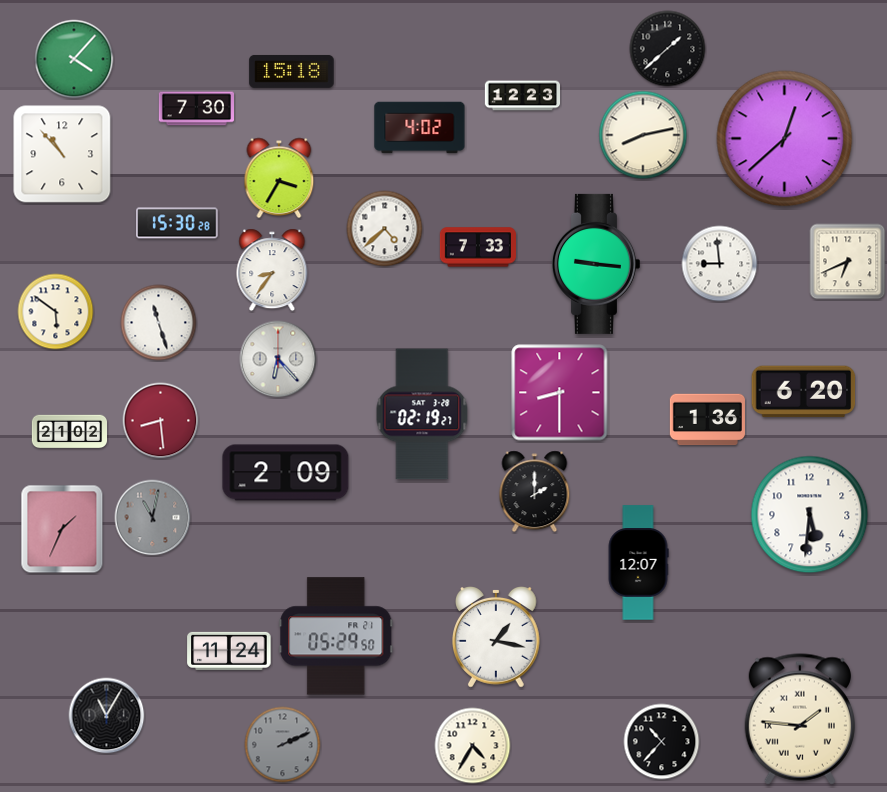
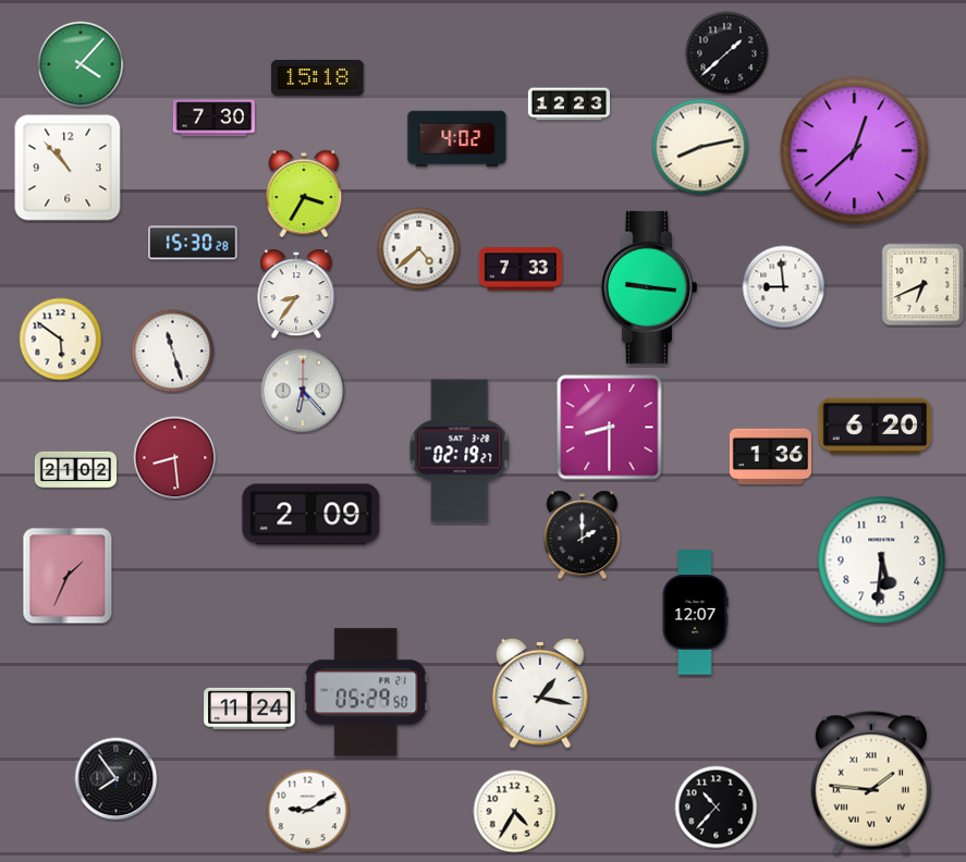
clock at (153, 518): 11:02 -> none
clock at (107, 716): 11:05 -> 7:54
clock at (662, 742) position: (662, 742) -> (717, 808)
clock at (283, 745): 2:11 -> 9:10
clock at (283, 745) dial: grey -> white
